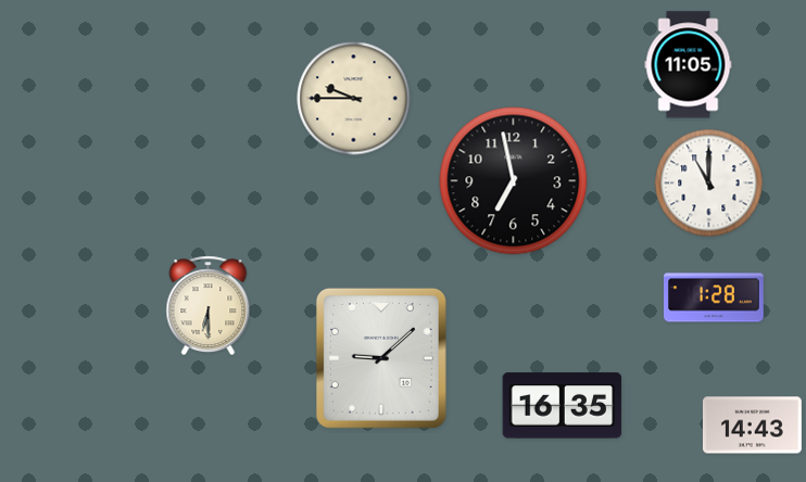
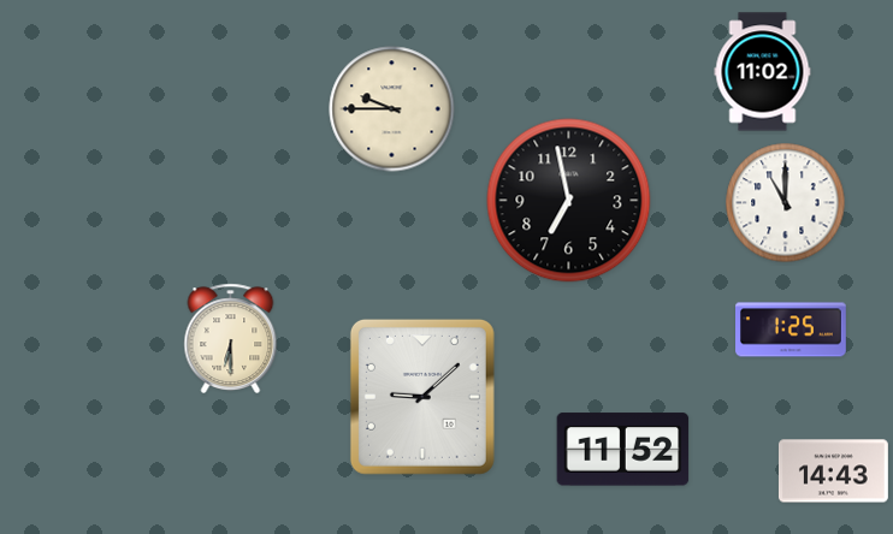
clock at (689, 65): 11:05 -> 11:02
clock at (715, 297): 1:28 -> 1:25
clock at (563, 406): 16:35 -> 11:52
